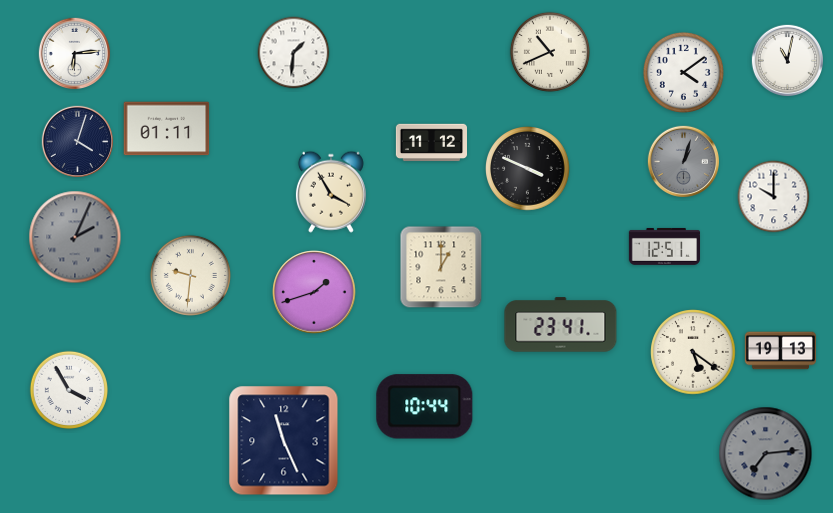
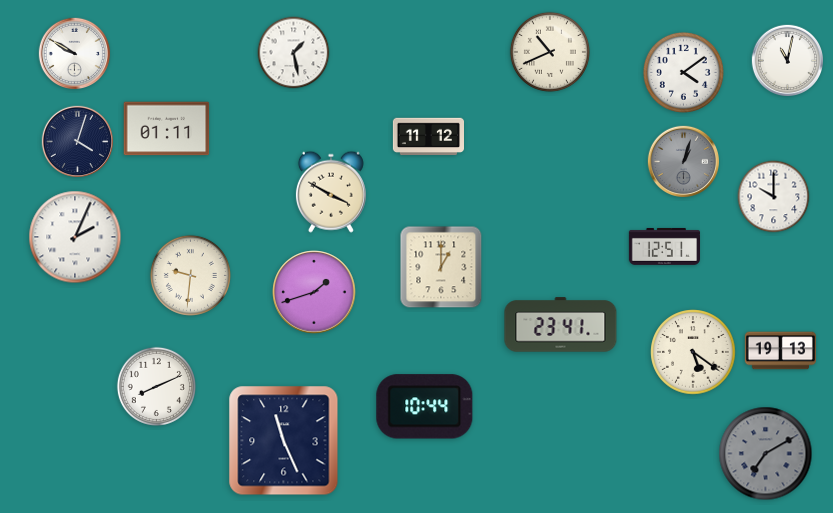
clock at (74, 53): 6:14 -> 9:50
clock at (294, 53): 1:31 -> 1:28
clock at (431, 143) position: (431, 143) -> (428, 137)
clock at (528, 169): 3:49 -> none
clock at (331, 192): 3:55 -> 3:50
clock at (75, 237) dial: grey -> white
clock at (156, 386): none -> 8:11
clock at (68, 389): 3:55 -> none
clock at (766, 454): 7:14 -> 7:10
